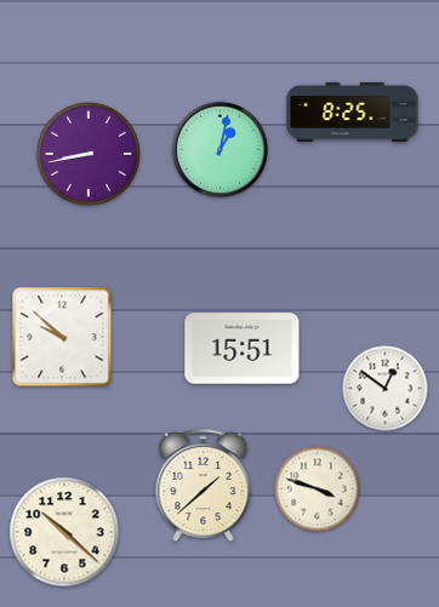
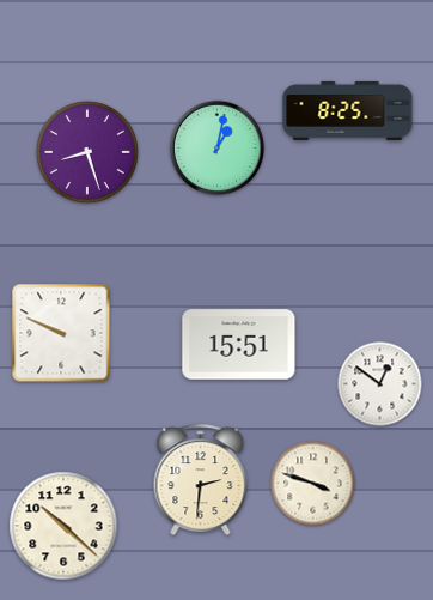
clock at (89, 154): 8:43 -> 8:27
clock at (62, 337): 9:52 -> 9:49
clock at (204, 485): 1:38 -> 2:31
